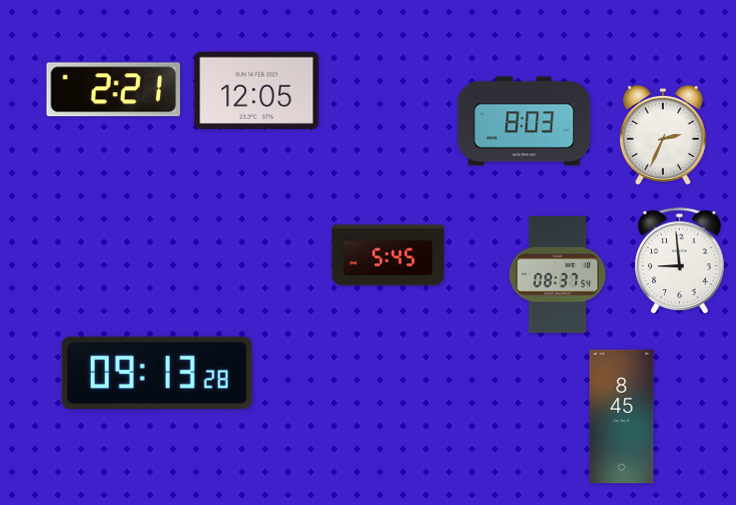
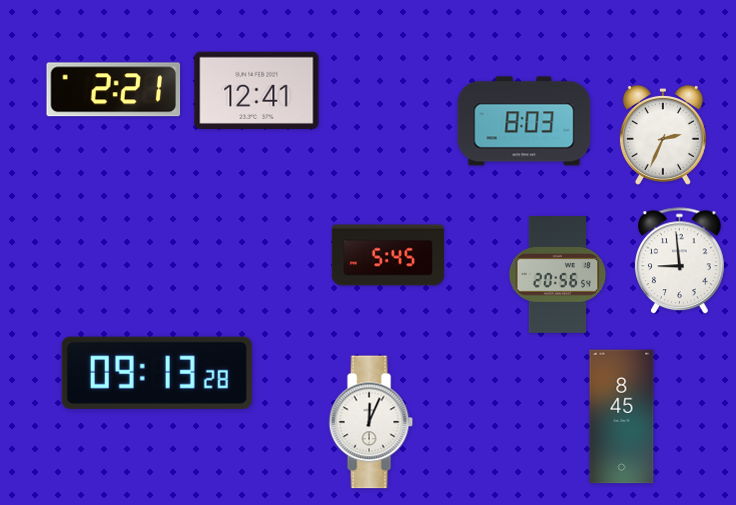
clock at (257, 90): 12:05 -> 12:41
clock at (558, 275): 08:37 -> 20:56
clock at (371, 422): none -> 12:04
